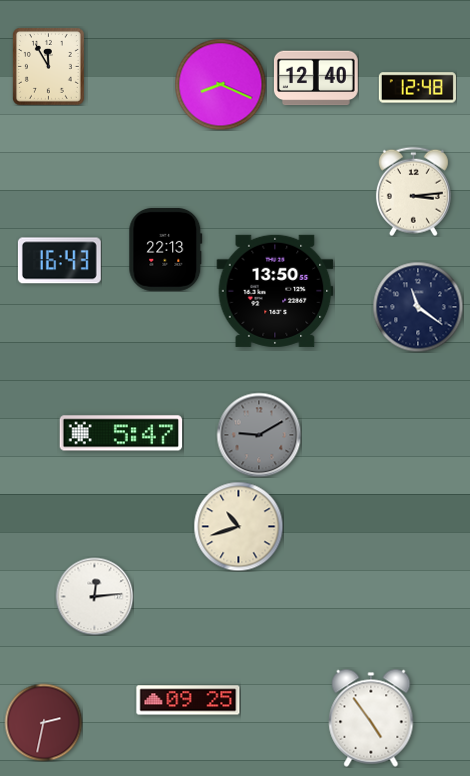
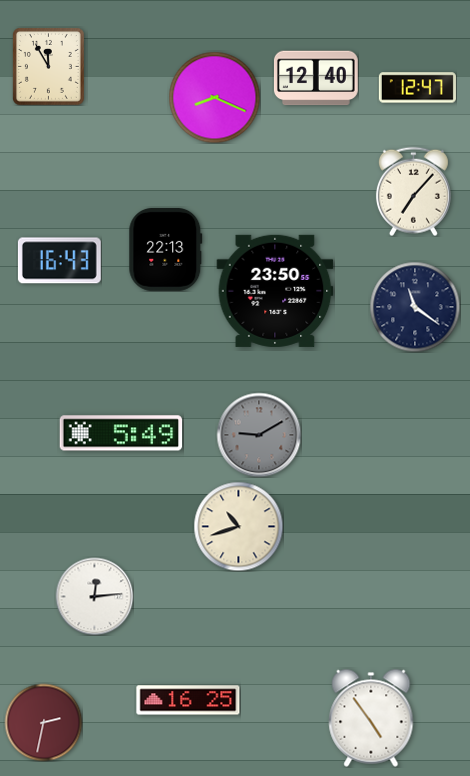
clock at (220, 84) position: (220, 84) -> (214, 97)
clock at (417, 88): 12:48 -> 12:47
clock at (413, 191): 3:14 -> 7:07
clock at (275, 291): 13:50 -> 23:50
clock at (418, 307) position: (418, 307) -> (415, 307)
clock at (121, 433): 5:47 -> 5:49
clock at (188, 700): 09:25 -> 16:25
